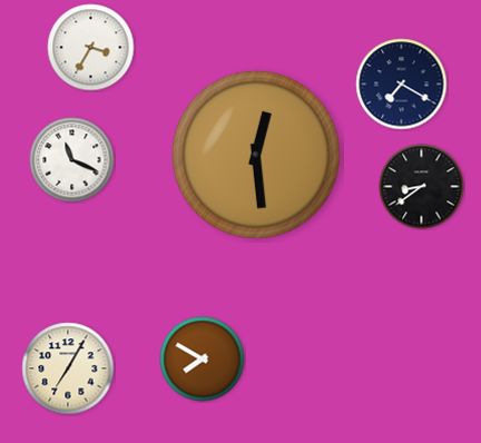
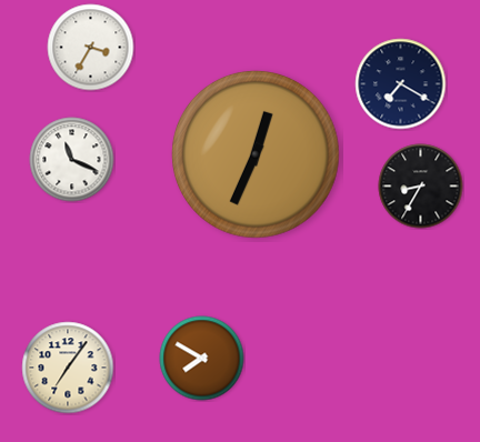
clock at (256, 155): 12:29 -> 12:34
clock at (422, 187): 8:39 -> 8:35
clock at (68, 368): 7:05 -> 7:06
